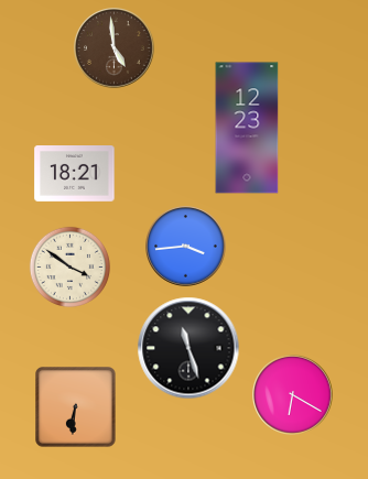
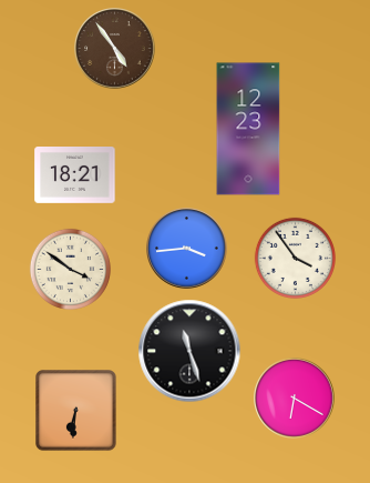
clock at (115, 48): 4:59 -> 4:54
clock at (295, 258): none -> 3:54
